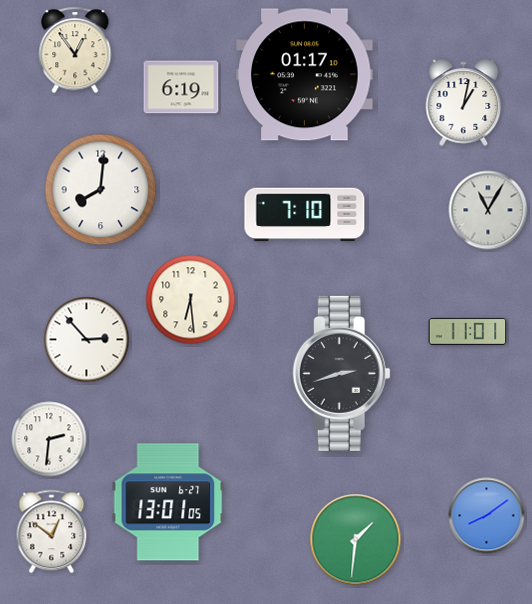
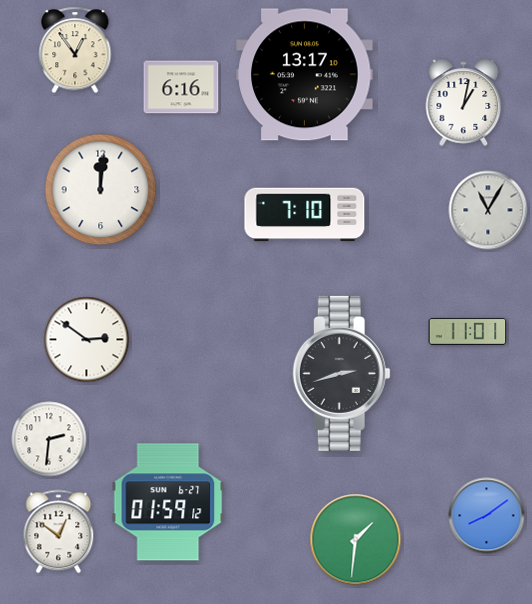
clock at (305, 75): 01:17 -> 13:17
clock at (181, 87): 6:19 -> 6:16
clock at (101, 190): 8:01 -> 12:01
clock at (191, 300): 6:29 -> none
clock at (87, 340): 2:53 -> 2:51
clock at (168, 502): 13:01 -> 01:59
clock at (52, 532) position: (52, 532) -> (59, 532)
